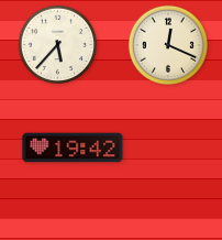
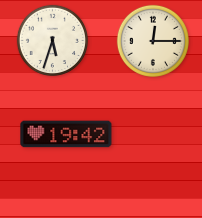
clock at (57, 44): 5:37 -> 5:33
clock at (168, 45): 12:19 -> 12:15
